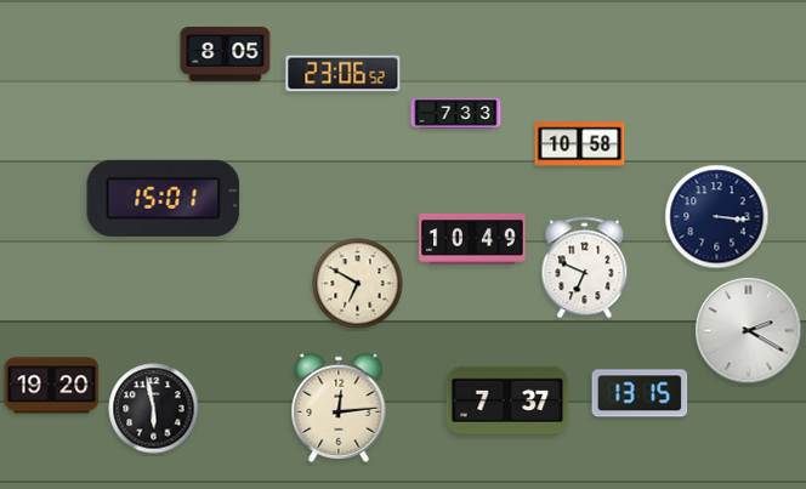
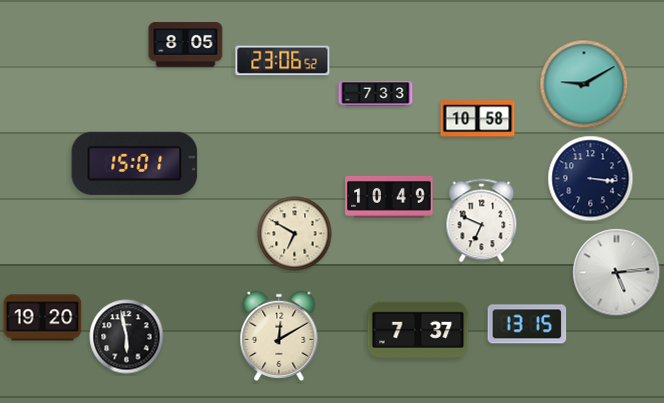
clock at (584, 84): none -> 9:10
clock at (749, 331): 2:20 -> 5:14
clock at (339, 408): 12:14 -> 12:10
